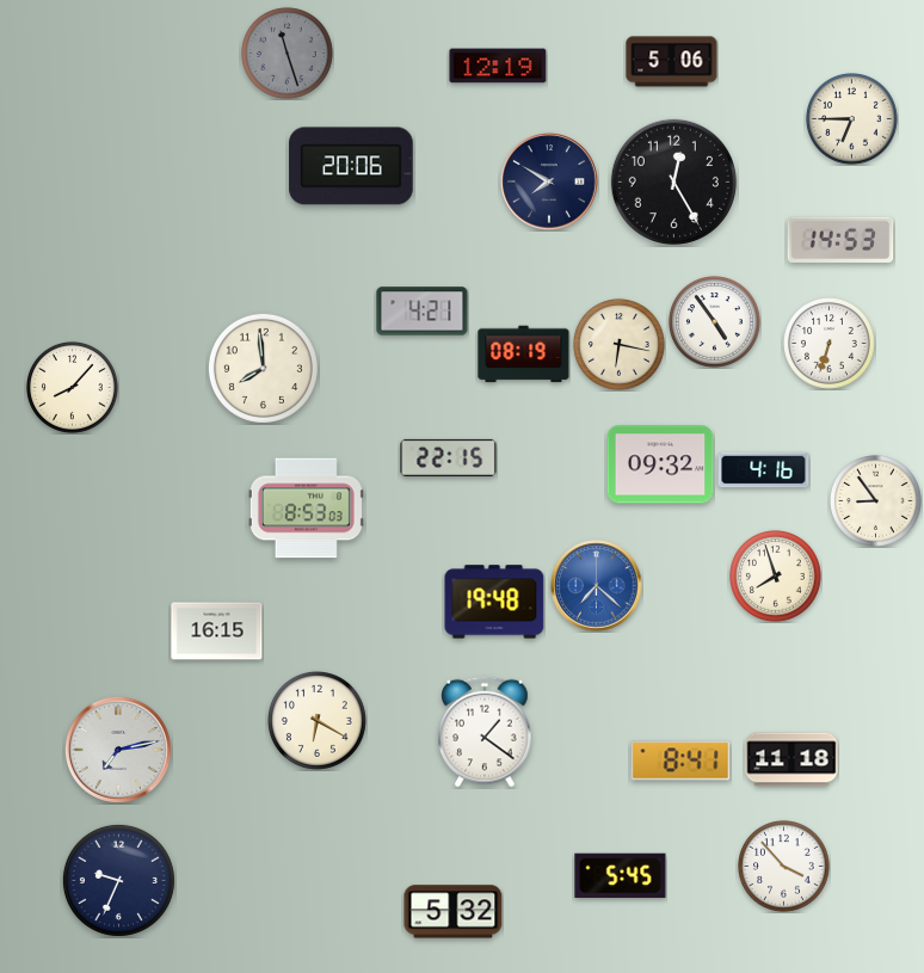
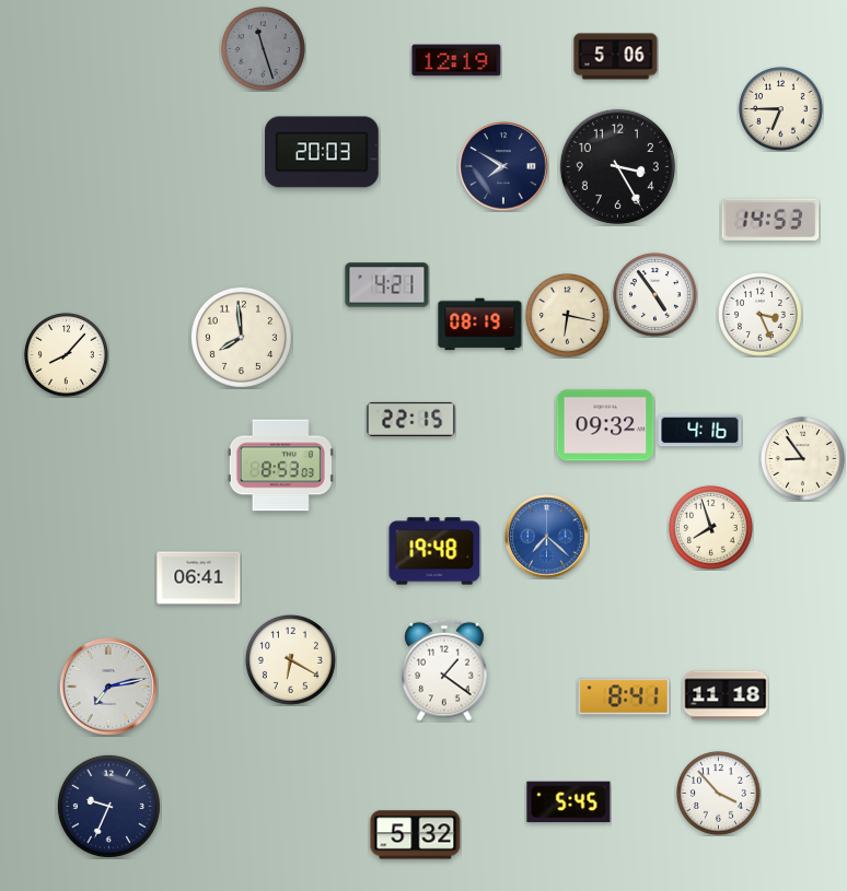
clock at (351, 166): 20:06 -> 20:03
clock at (673, 181): 12:25 -> 3:25
clock at (830, 344): 6:33 -> 3:26
clock at (494, 602) position: (494, 602) -> (434, 551)
clock at (217, 632): 16:15 -> 06:41
